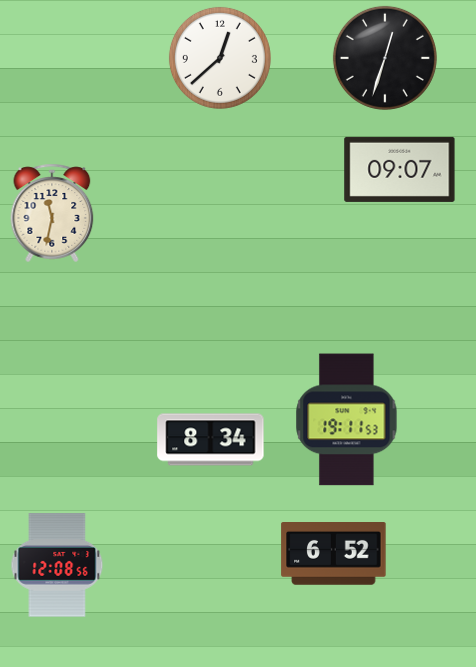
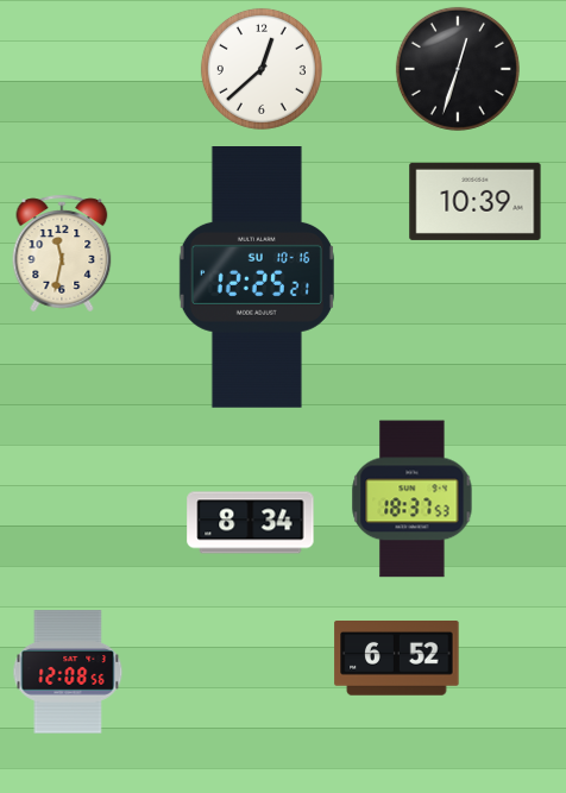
clock at (400, 169): 09:07 -> 10:39
clock at (257, 278): none -> 12:25
clock at (347, 420): 19:11 -> 18:37
